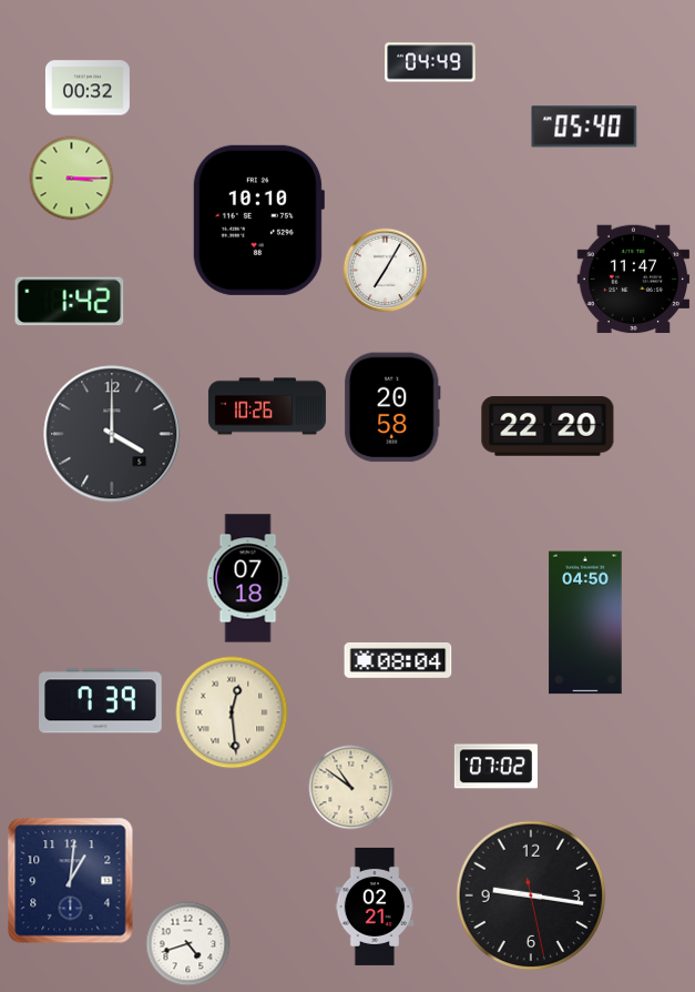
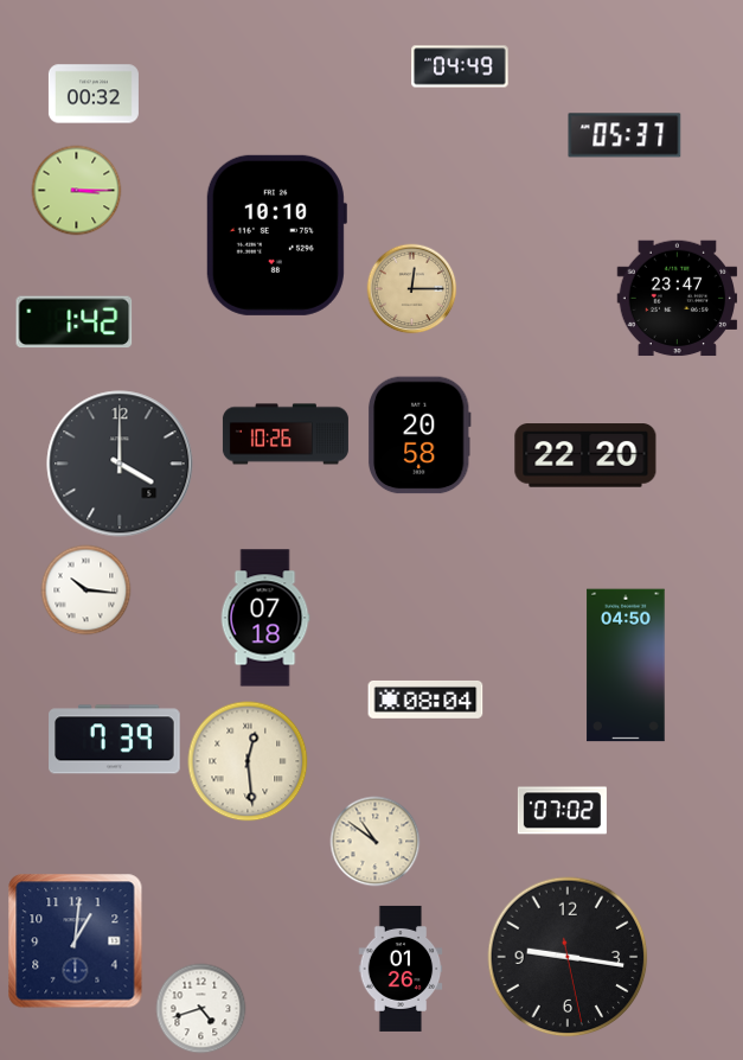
clock at (584, 126): 05:40 -> 05:37
clock at (386, 271): 7:05 -> 12:15
clock at (386, 271) dial: white -> champagne
clock at (634, 280): 11:47 -> 23:47
clock at (87, 590): none -> 10:16
clock at (398, 660) position: (398, 660) -> (425, 700)
clock at (101, 701) position: (101, 701) -> (115, 740)
clock at (495, 767) position: (495, 767) -> (562, 811)
clock at (375, 907): 02:21 -> 01:26
